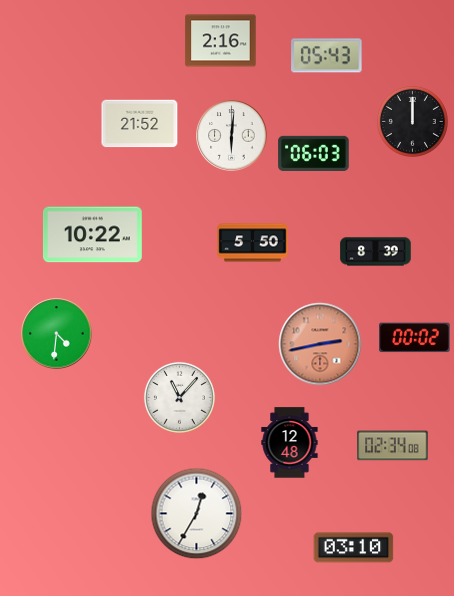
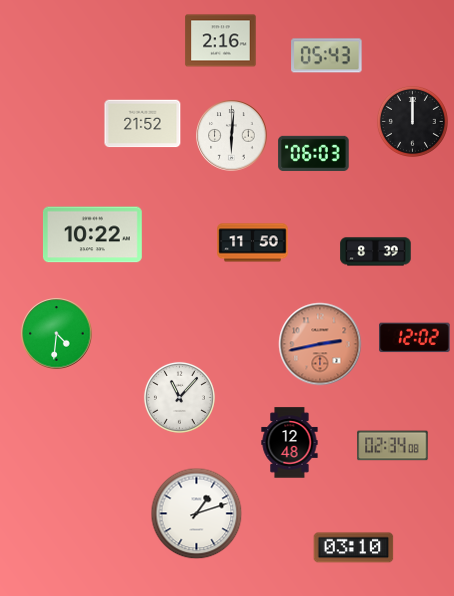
clock at (140, 124) position: (140, 124) -> (143, 124)
clock at (253, 243): 5:50 -> 11:50
clock at (415, 338): 00:02 -> 12:02
clock at (197, 514): 12:35 -> 1:12
